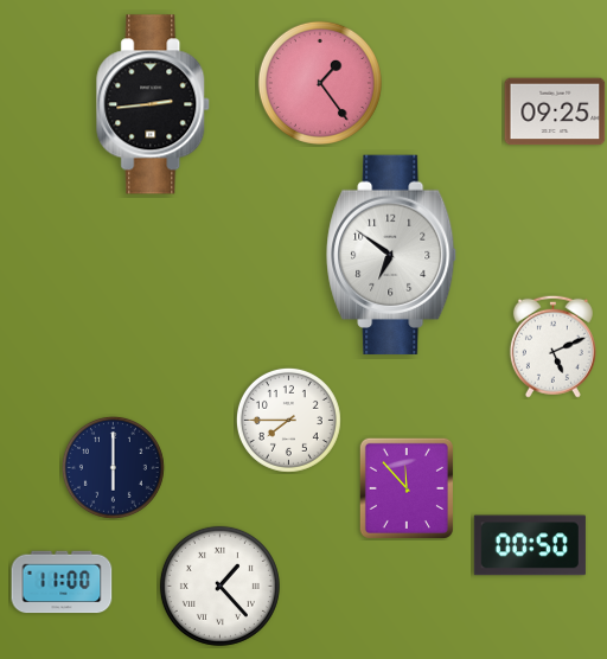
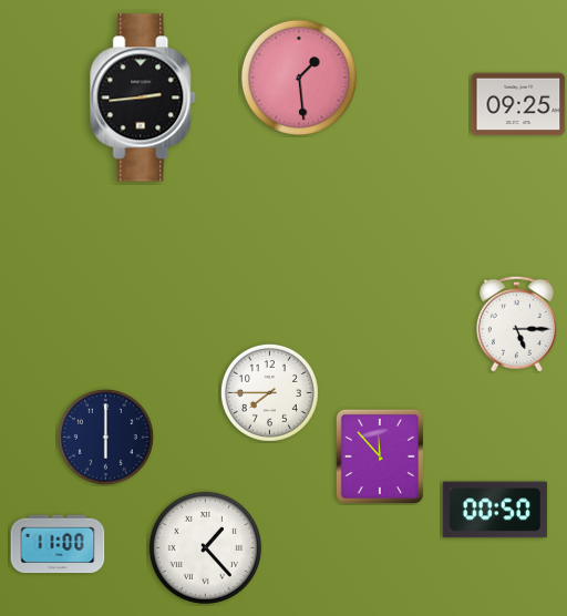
clock at (320, 83): 1:24 -> 1:29
clock at (392, 255): 6:51 -> none
clock at (552, 346): 5:11 -> 5:15
